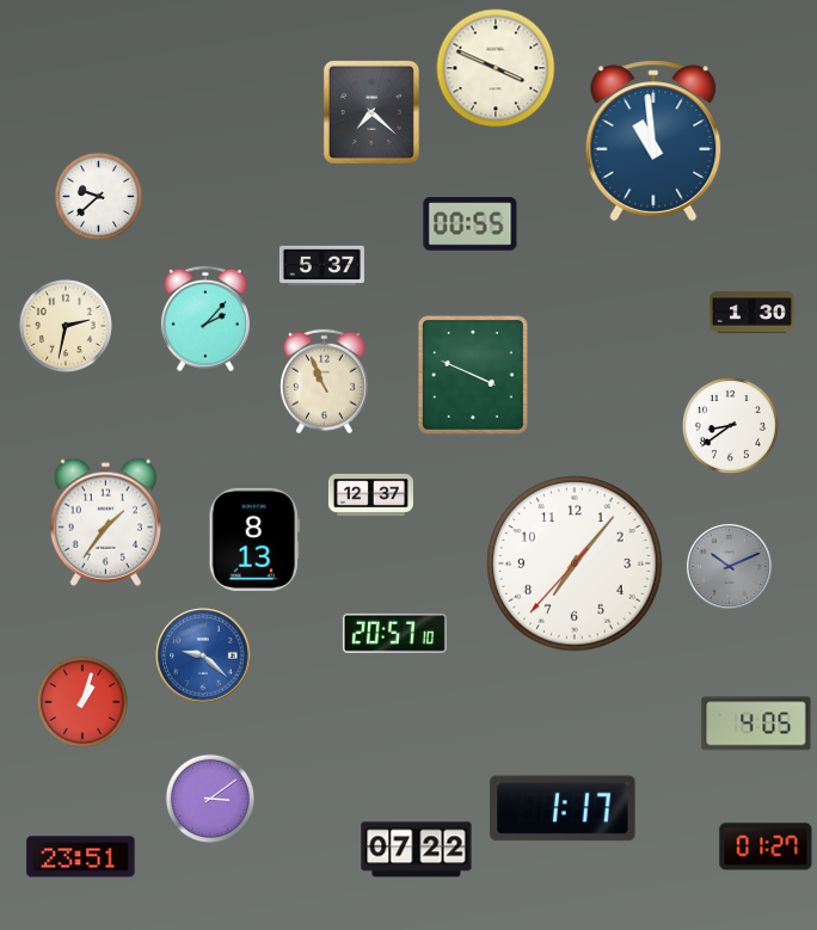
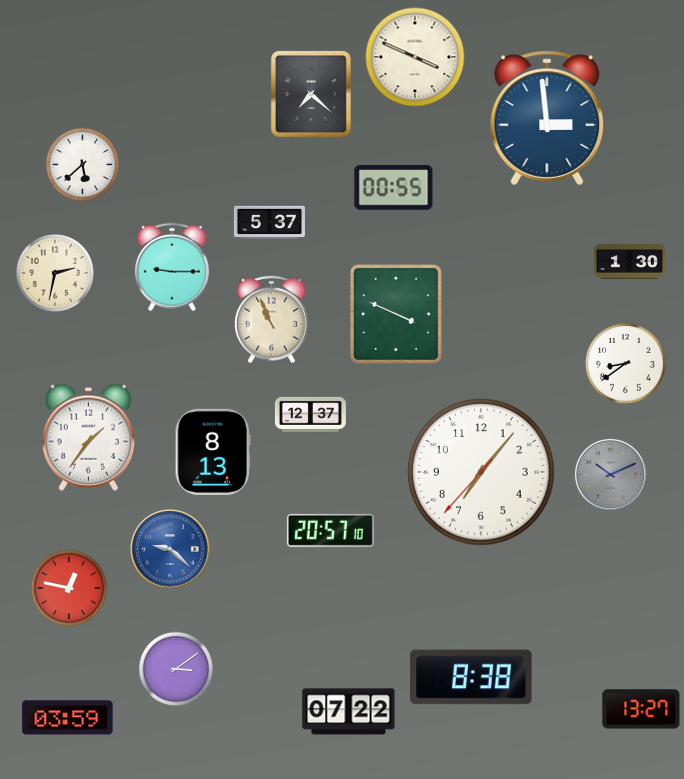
clock at (653, 141): 10:59 -> 2:59
clock at (99, 197): 9:38 -> 5:38
clock at (205, 319): 2:07 -> 9:15
clock at (731, 426) position: (731, 426) -> (626, 364)
clock at (82, 702): 1:03 -> 12:47
clock at (756, 723): 4:05 -> none
clock at (563, 808): 1:17 -> 8:38
clock at (766, 846): 01:27 -> 13:27
clock at (81, 857): 23:51 -> 03:59
